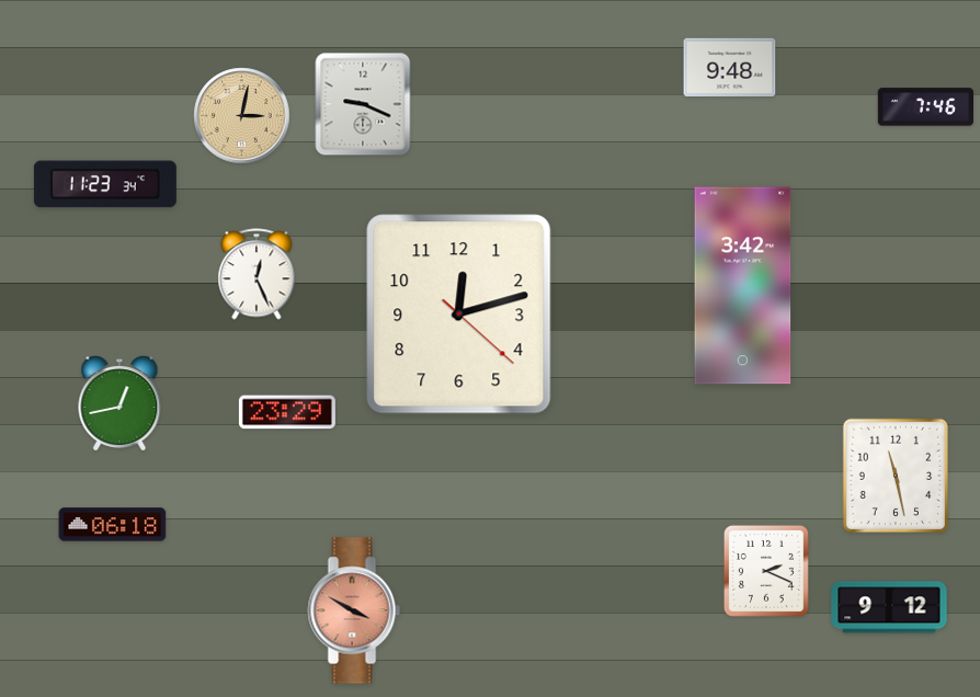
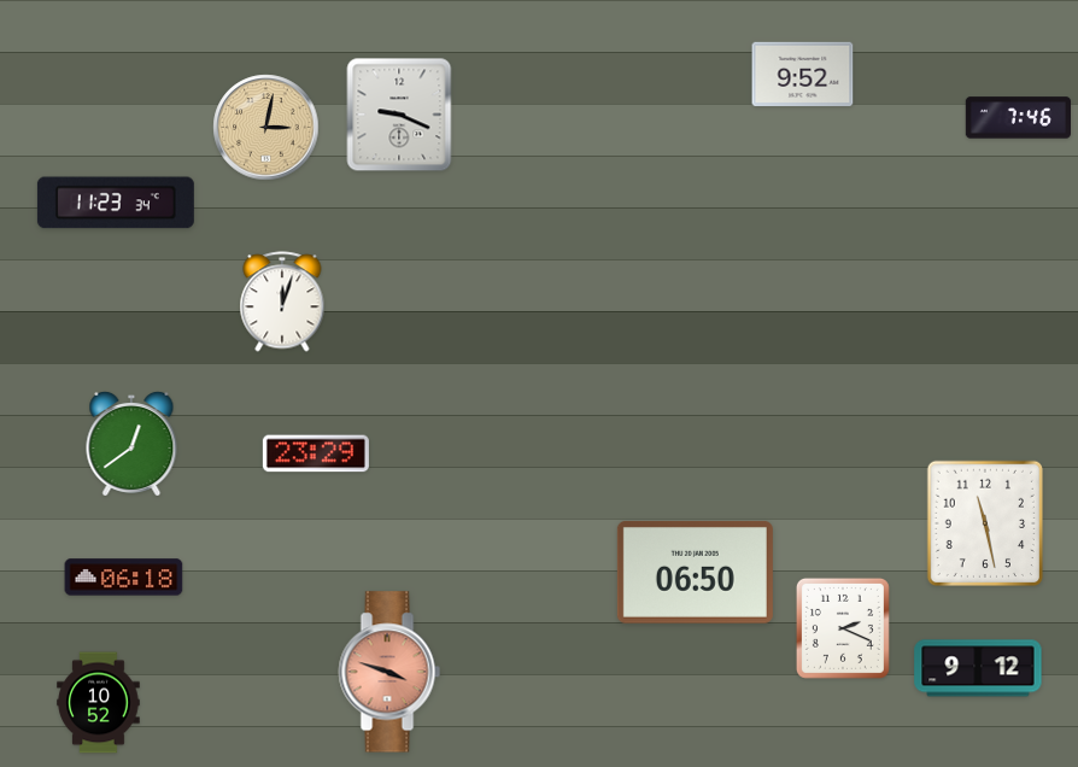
clock at (730, 68): 9:48 -> 9:52
clock at (257, 274): 12:26 -> 12:03
clock at (743, 286): 3:42 -> none
clock at (459, 315): 12:12 -> none
clock at (119, 403): 12:43 -> 12:39
clock at (695, 572): none -> 06:50
clock at (354, 610): 3:50 -> 3:48
clock at (99, 703): none -> 10:52
